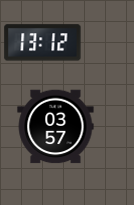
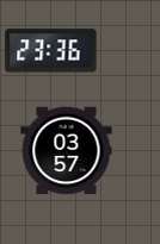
clock at (43, 43): 13:12 -> 23:36
